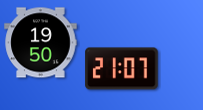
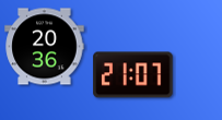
clock at (41, 43): 19:50 -> 20:36
